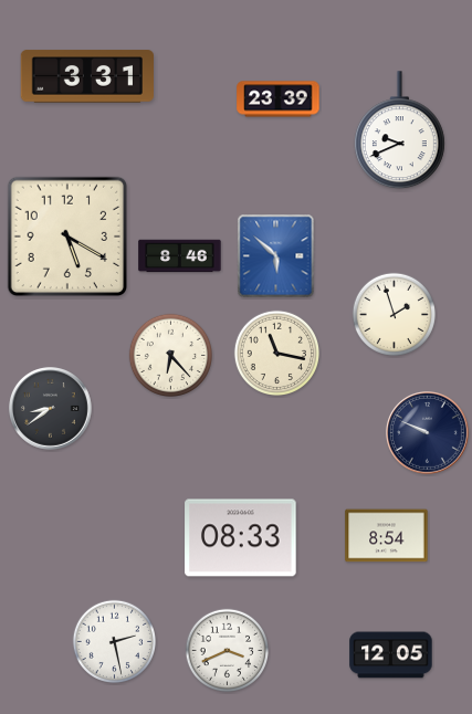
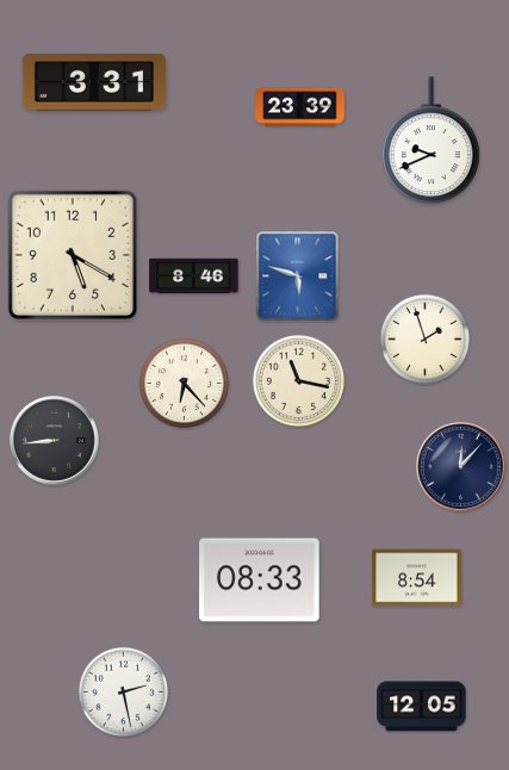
clock at (276, 256): 5:52 -> 5:48
clock at (51, 409): 8:39 -> 8:44
clock at (428, 433): 9:49 -> 12:07
clock at (227, 650): 3:41 -> none
